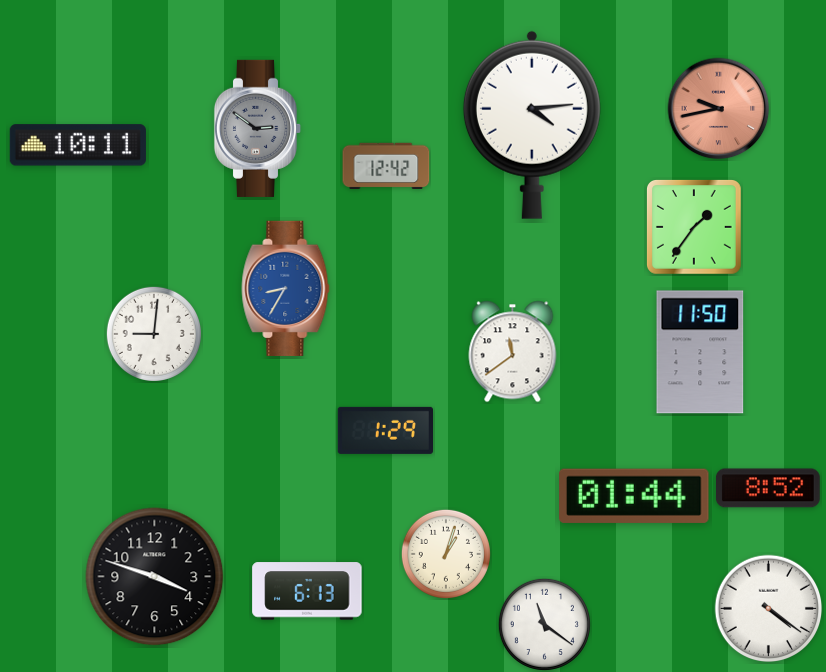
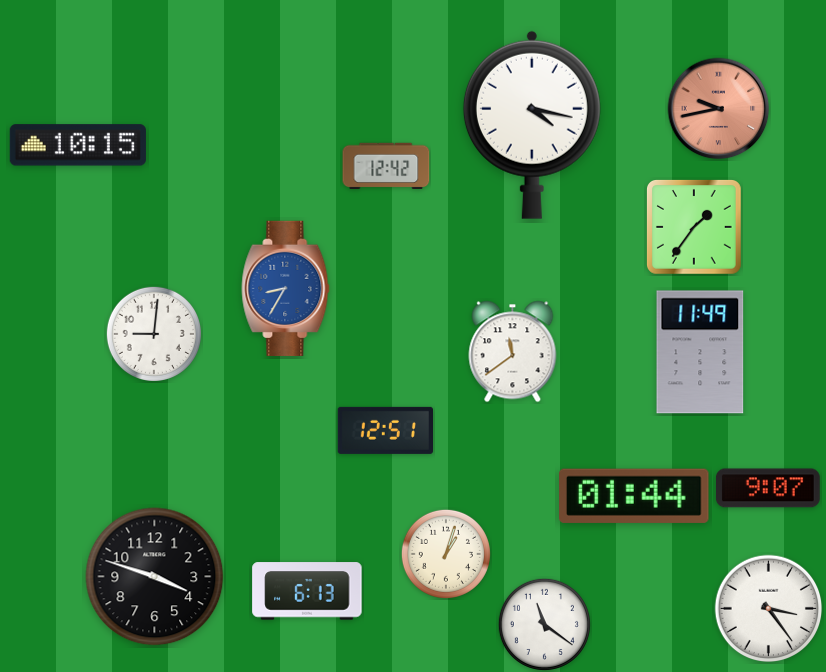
clock at (532, 125): 4:14 -> 4:17
clock at (258, 128): 2:51 -> none
clock at (78, 145): 10:11 -> 10:15
clock at (700, 352): 11:50 -> 11:49
clock at (385, 430): 1:29 -> 12:51
clock at (768, 488): 8:52 -> 9:07
clock at (769, 609): 4:21 -> 3:24
